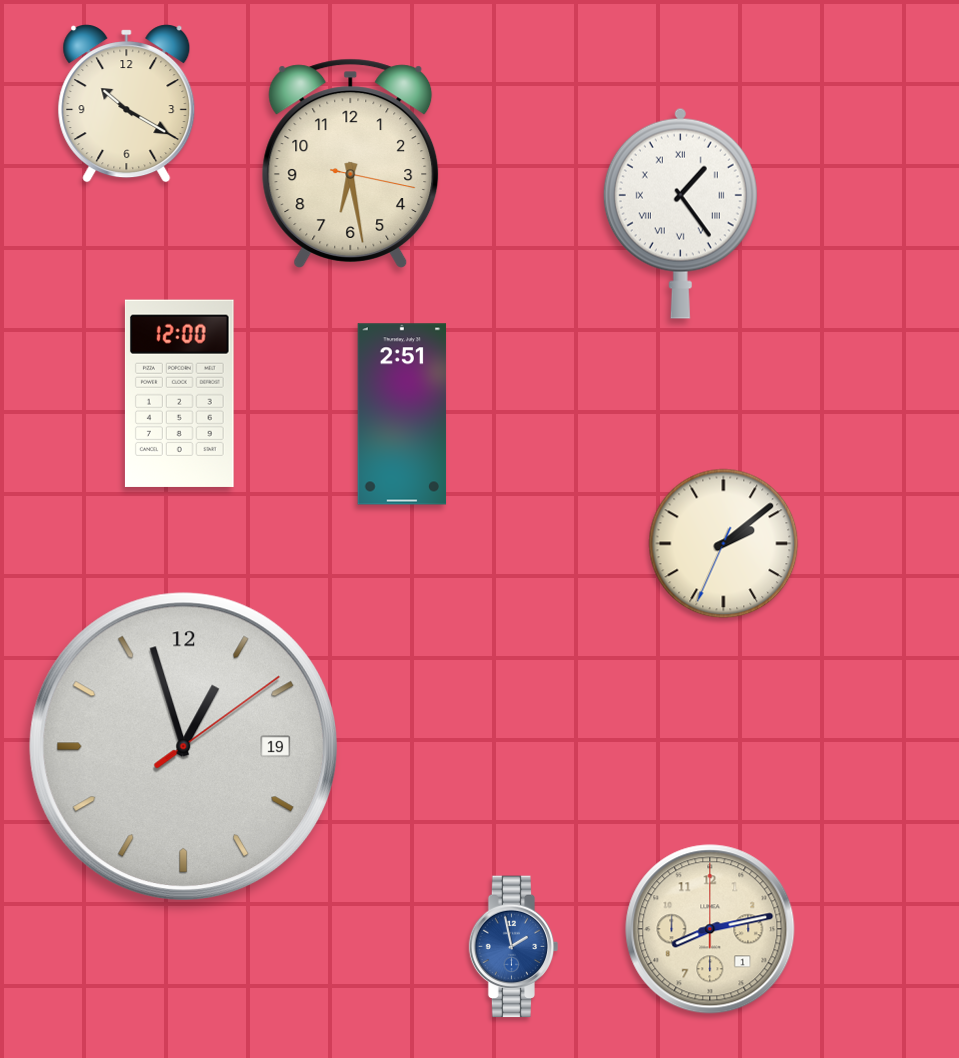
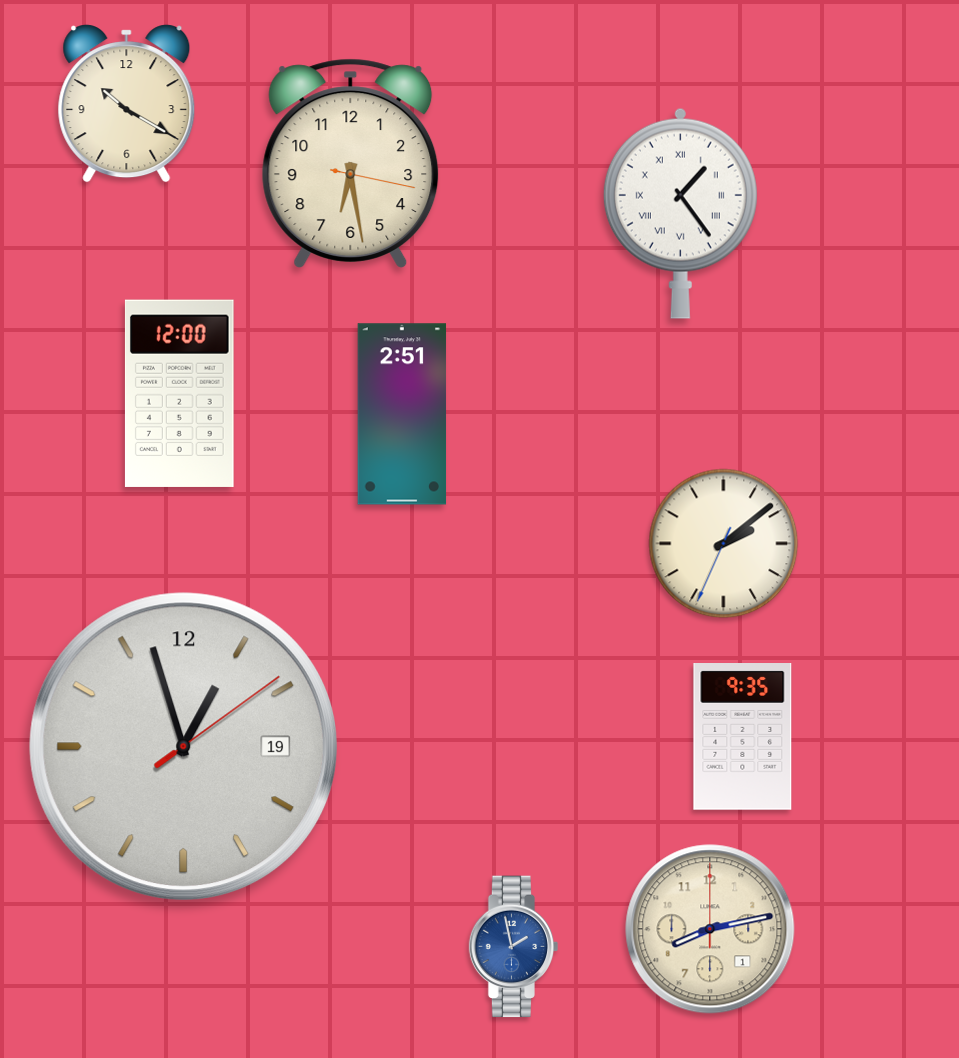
clock at (743, 737): none -> 9:35
